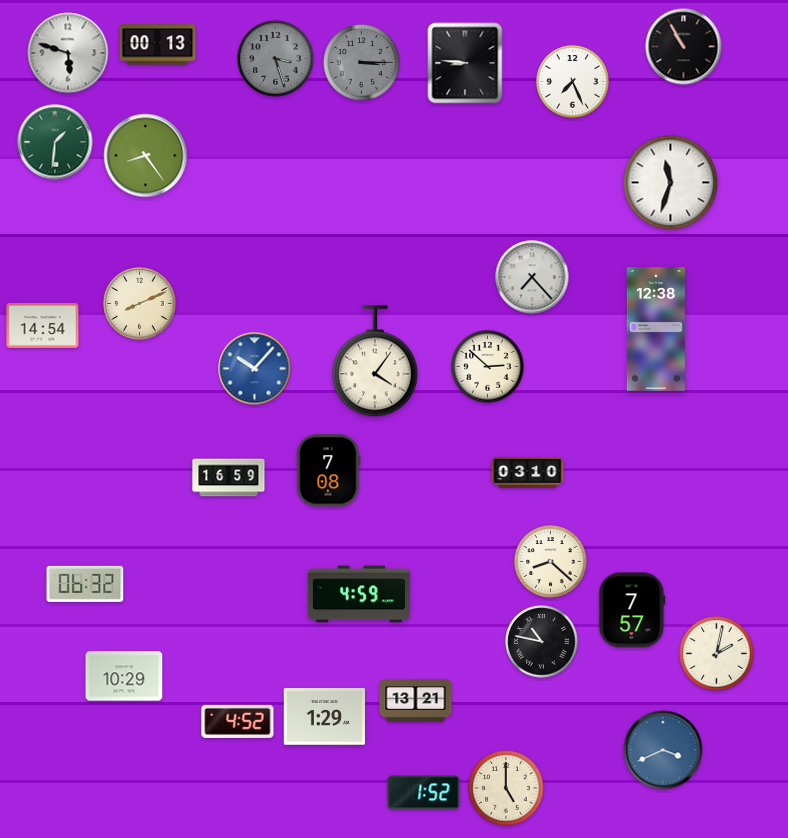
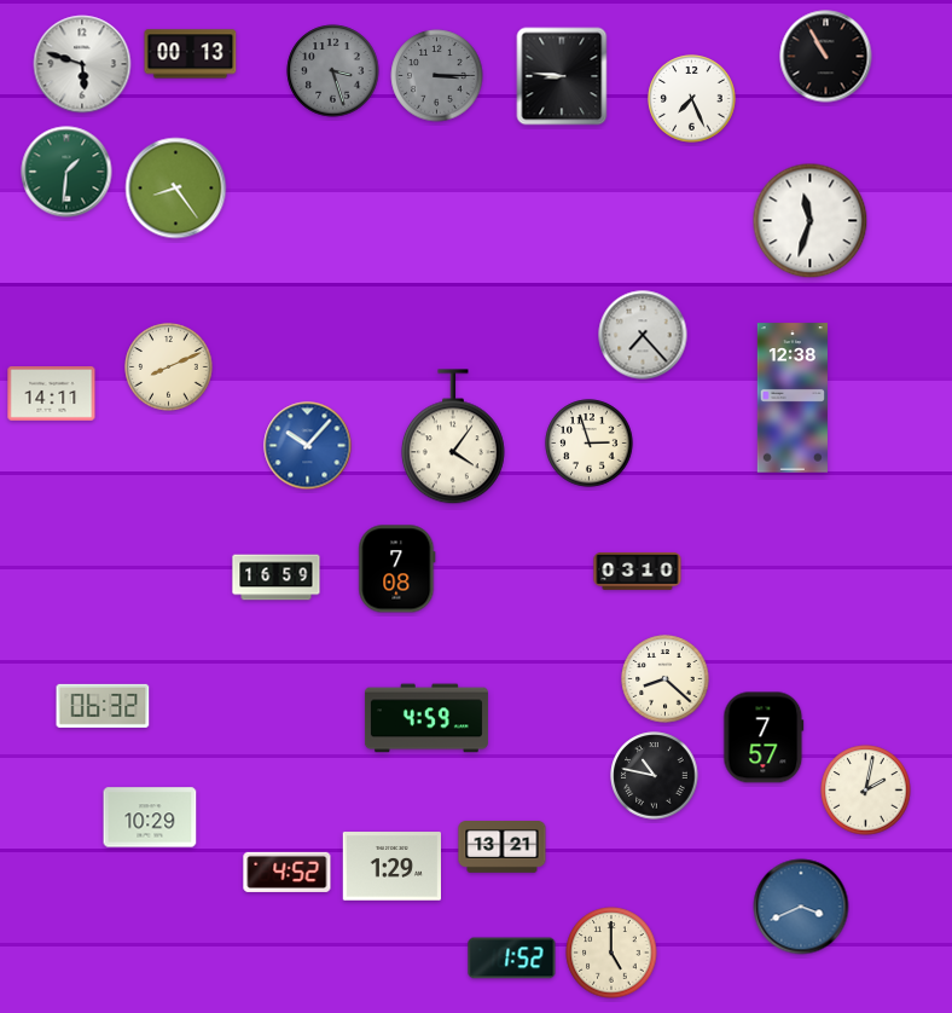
clock at (43, 326): 14:54 -> 14:11
clock at (488, 367): 2:52 -> 2:57
clock at (359, 594) position: (359, 594) -> (426, 718)
